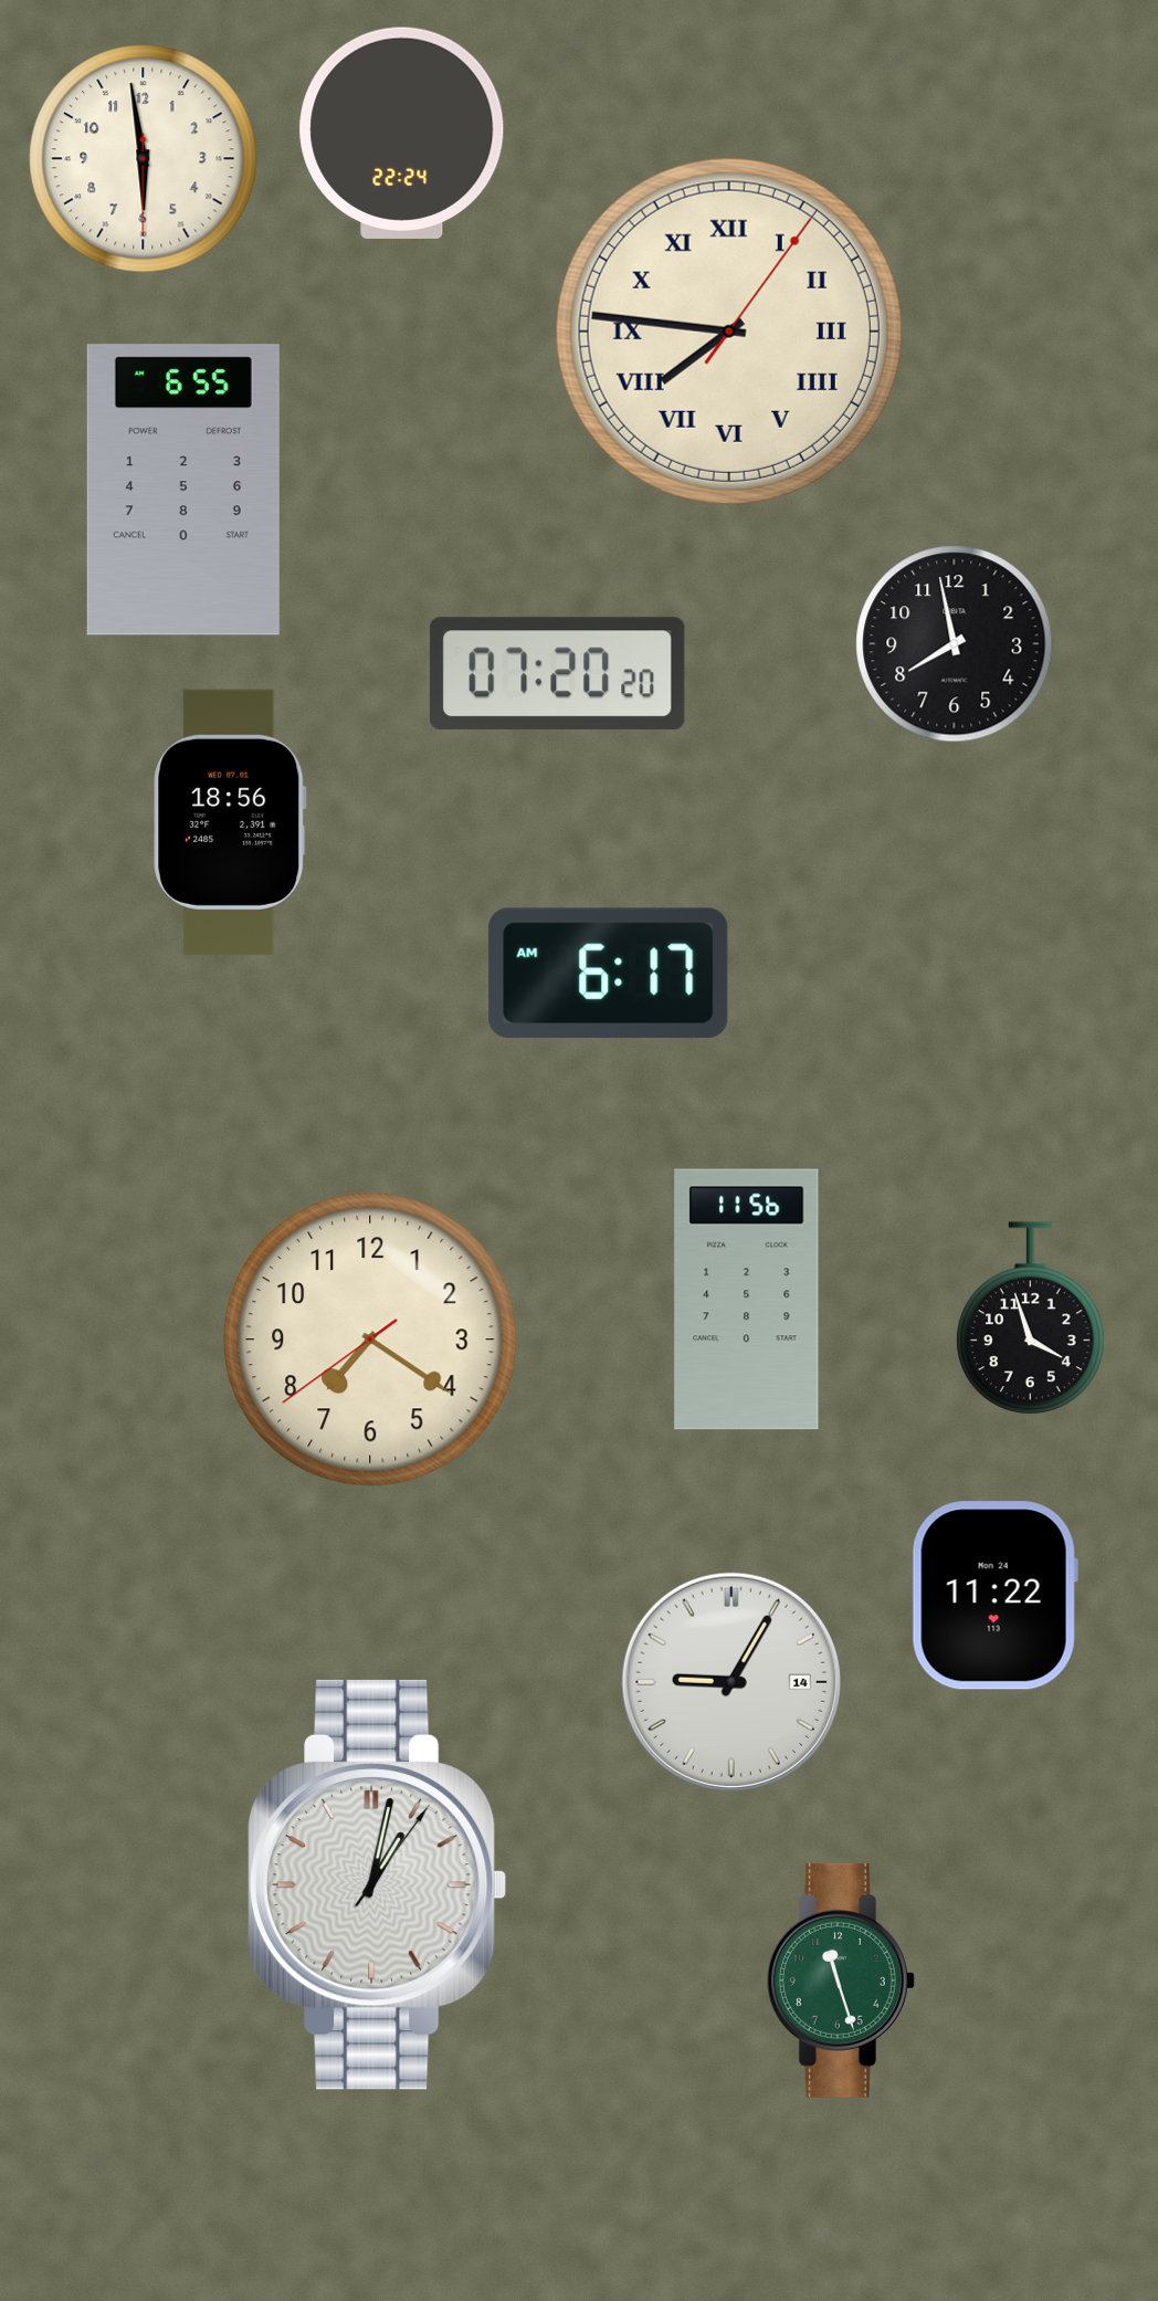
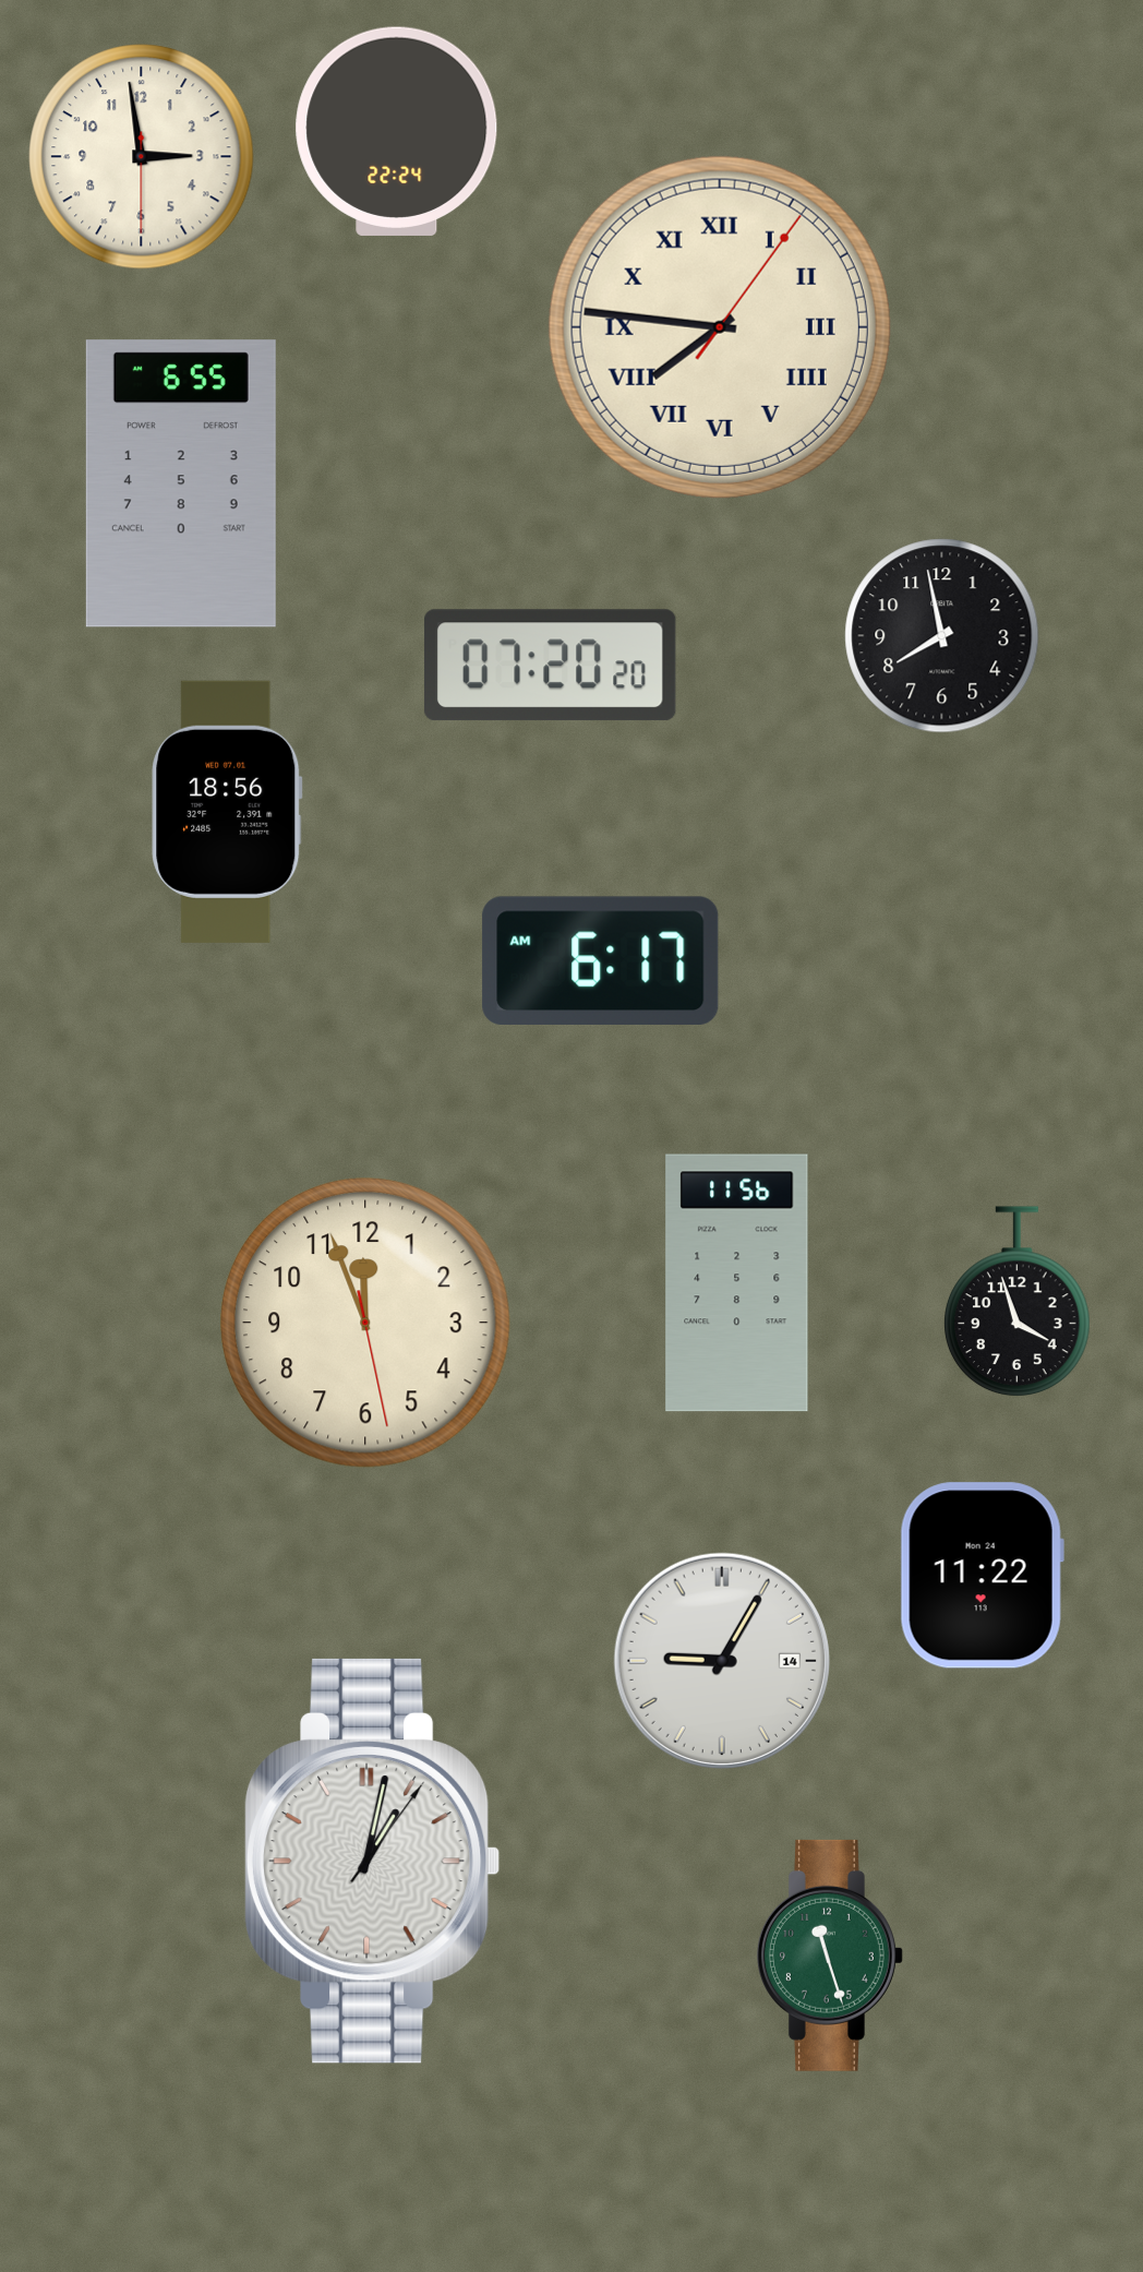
clock at (144, 159): 5:58 -> 2:58
clock at (371, 1341): 7:20 -> 11:56
